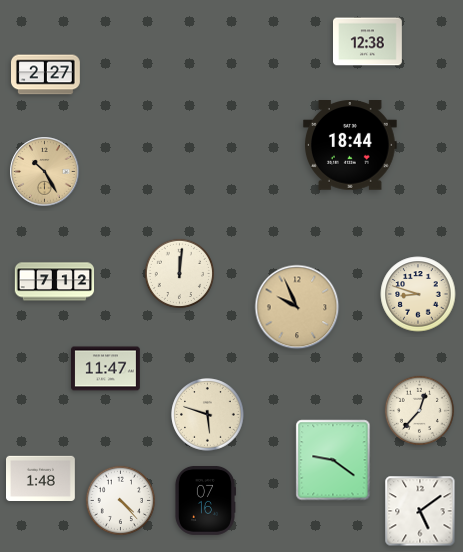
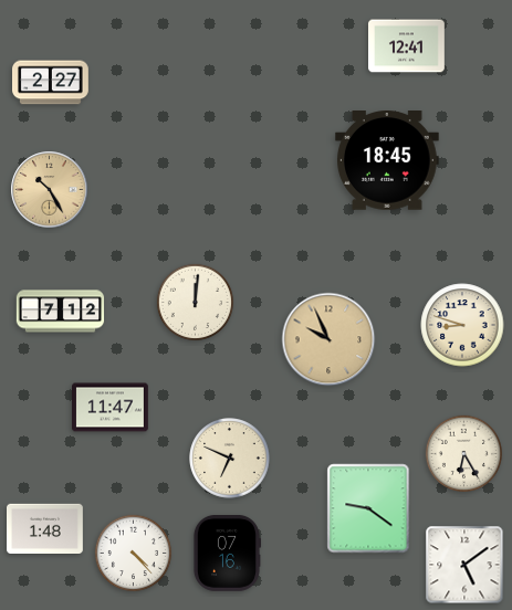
clock at (368, 42): 12:38 -> 12:41
clock at (350, 146): 18:44 -> 18:45
clock at (179, 273) position: (179, 273) -> (195, 302)
clock at (106, 369) position: (106, 369) -> (111, 408)
clock at (419, 410): 12:37 -> 6:25
clock at (208, 415): 5:48 -> 6:49
